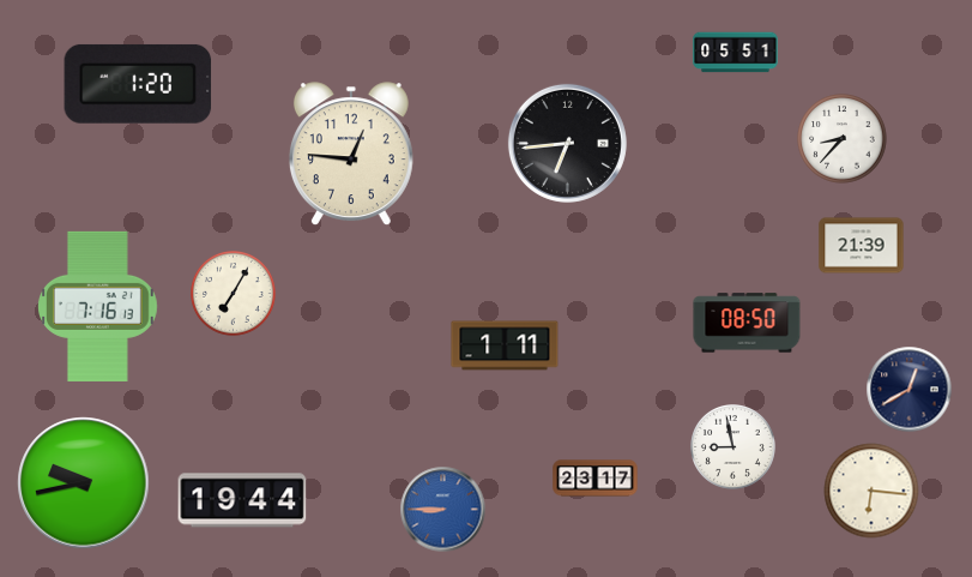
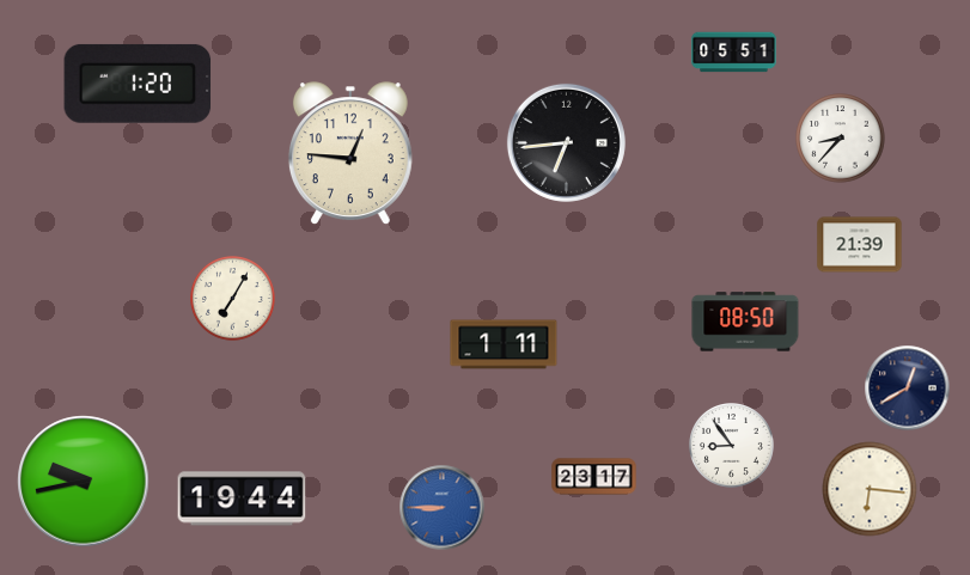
clock at (234, 294) position: (234, 294) -> (233, 299)
clock at (98, 306): 7:16 -> none
clock at (733, 447): 8:58 -> 8:54
